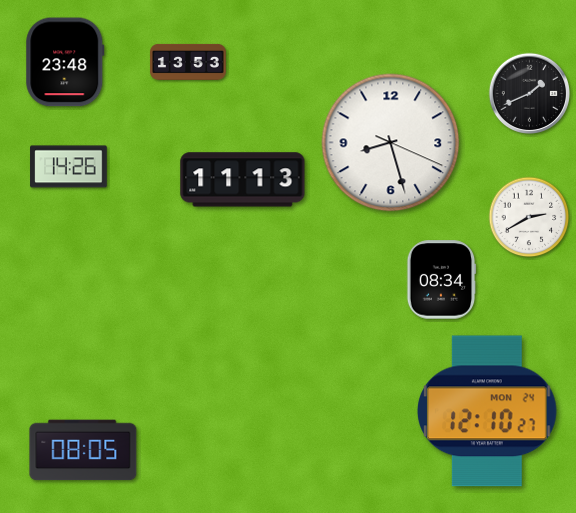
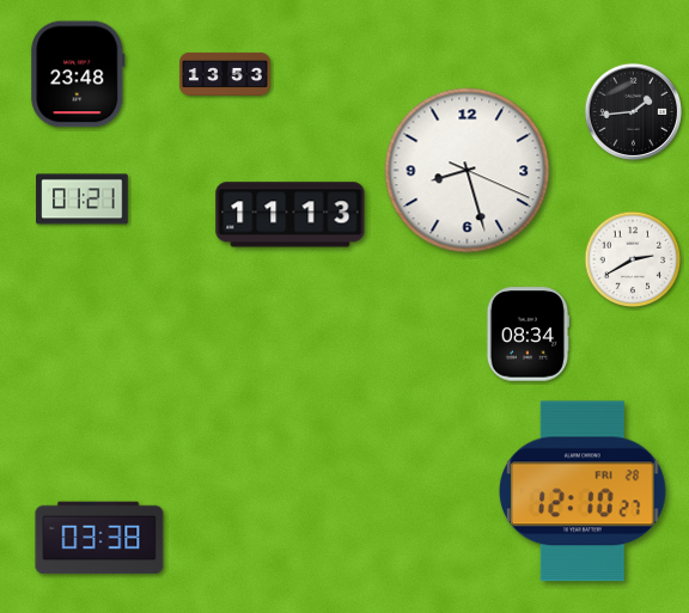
clock at (529, 93): 1:41 -> 1:44
clock at (69, 167): 14:26 -> 01:21
clock at (488, 411) date: MON 24 -> FRI 28
clock at (83, 450): 08:05 -> 03:38
